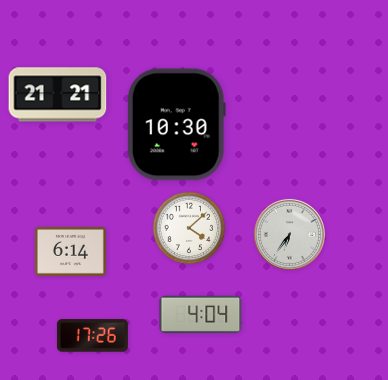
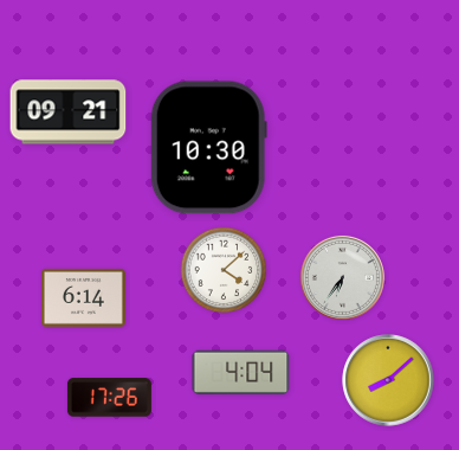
clock at (58, 95): 21:21 -> 09:21
clock at (201, 314) position: (201, 314) -> (241, 372)
clock at (388, 380): none -> 8:08
